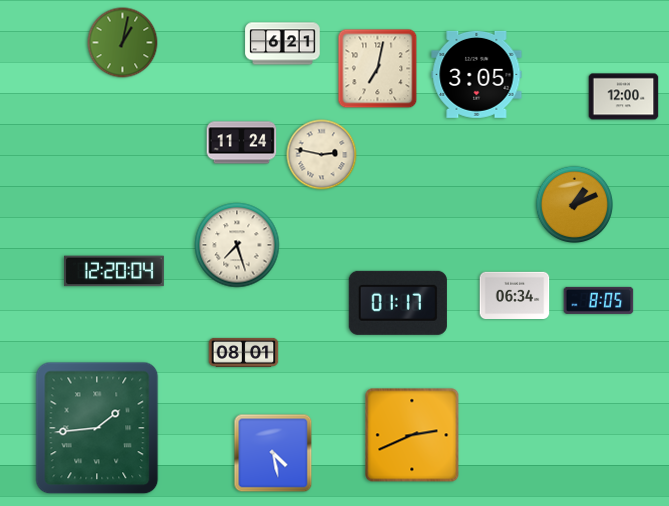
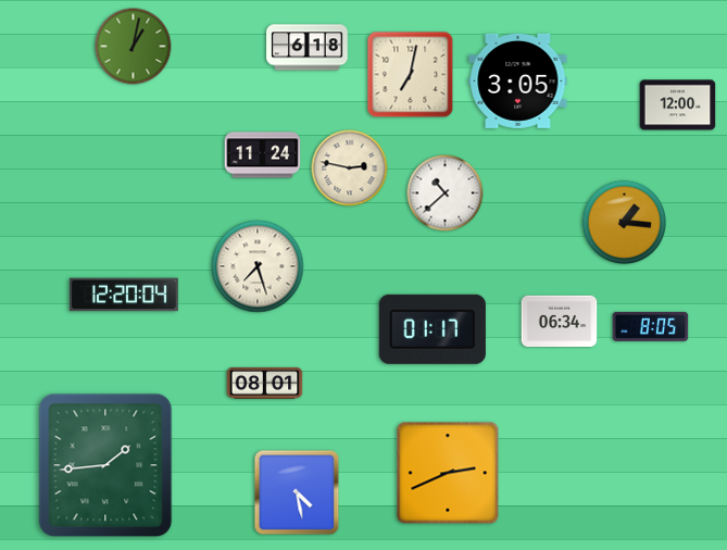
clock at (283, 44): 6:21 -> 6:18
clock at (446, 193): none -> 10:38
clock at (575, 205): 1:11 -> 1:16
